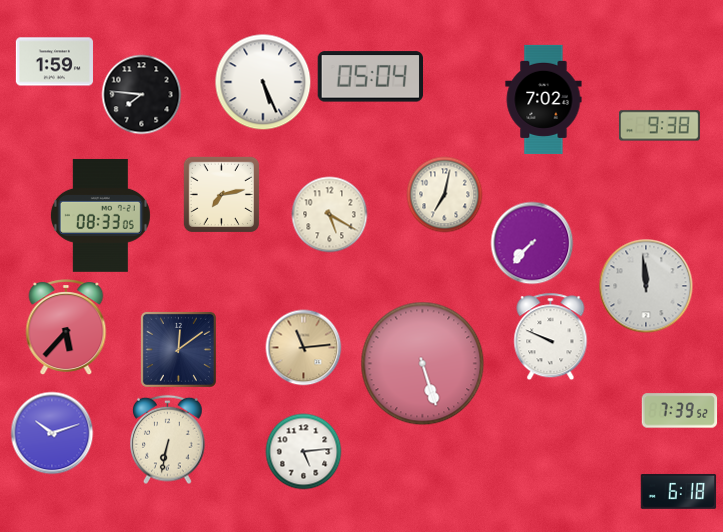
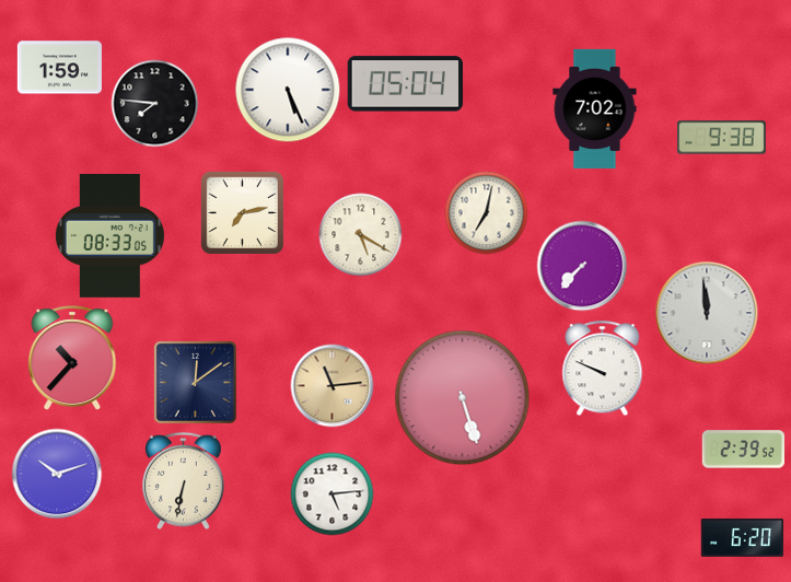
clock at (66, 327): 5:37 -> 10:37
clock at (304, 348) position: (304, 348) -> (333, 386)
clock at (680, 411): 7:39 -> 2:39
clock at (679, 491): 6:18 -> 6:20
